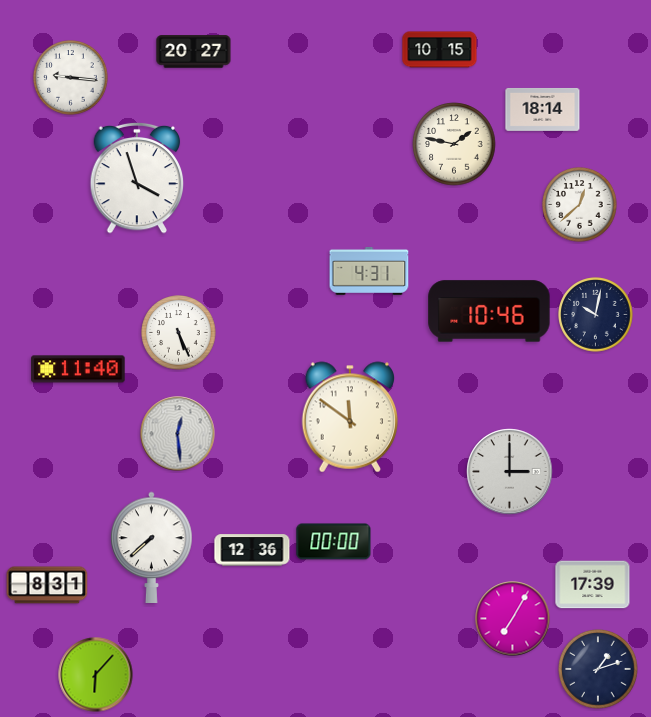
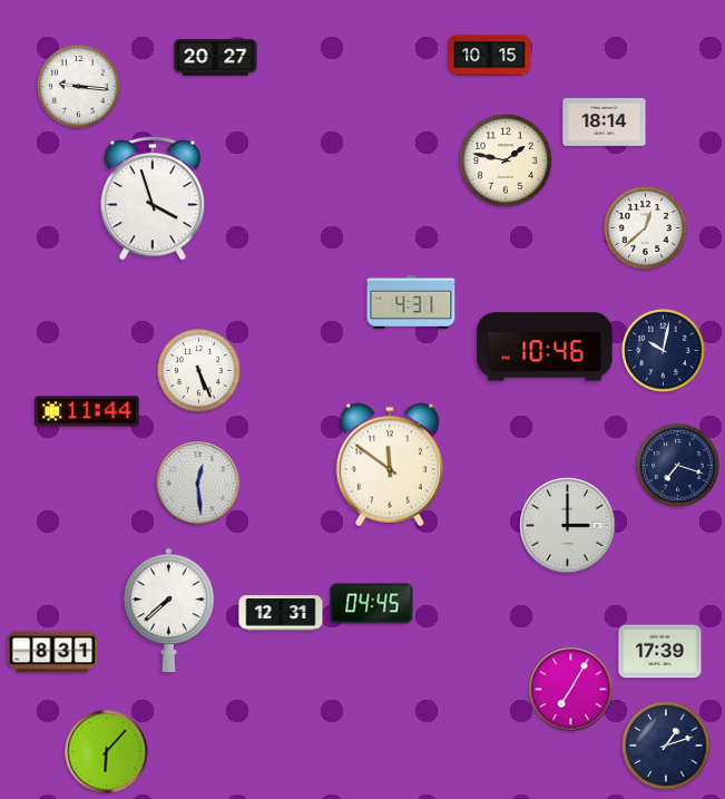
clock at (78, 369): 11:40 -> 11:44
clock at (678, 466): none -> 7:18
clock at (334, 542): 00:00 -> 04:45
clock at (252, 550): 12:36 -> 12:31
